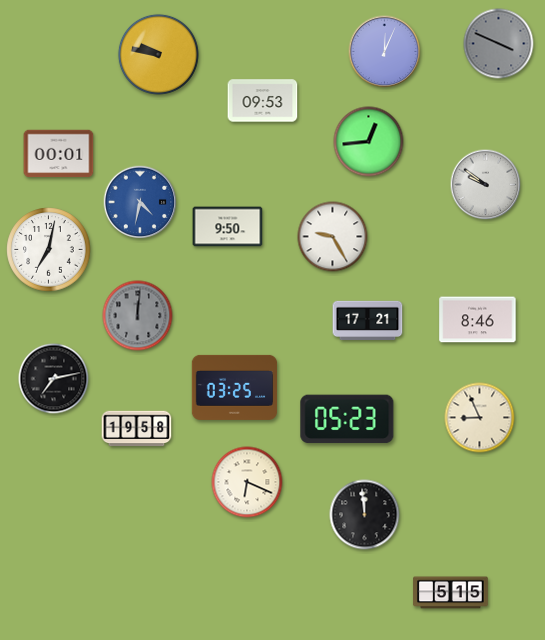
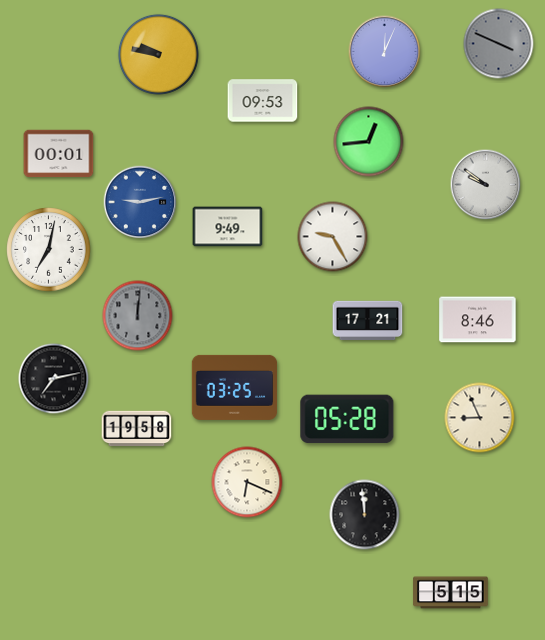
clock at (140, 202): 4:32 -> 9:13
clock at (228, 227): 9:50 -> 9:49
clock at (347, 419): 05:23 -> 05:28
